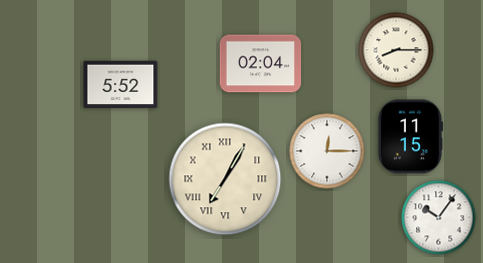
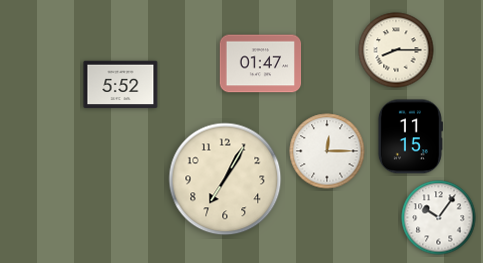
clock at (261, 64): 02:04 -> 01:47
clock at (225, 179) numerals: Roman -> Arabic
